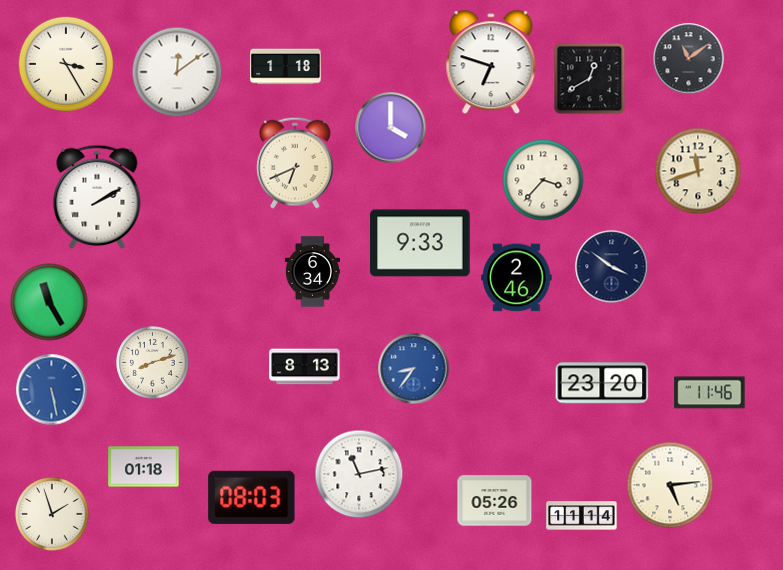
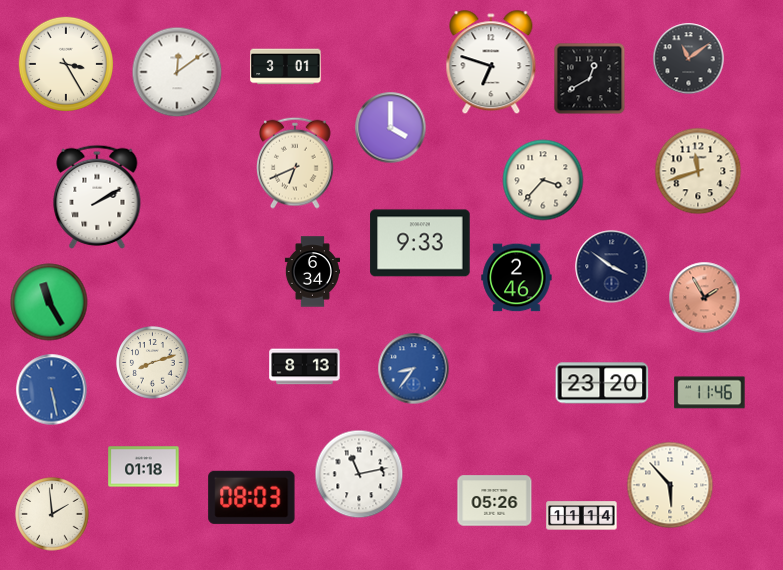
clock at (286, 67): 1:18 -> 3:01
clock at (705, 298): none -> 1:55
clock at (670, 485): 5:14 -> 5:53
clock at (52, 514): 1:57 -> 1:59
